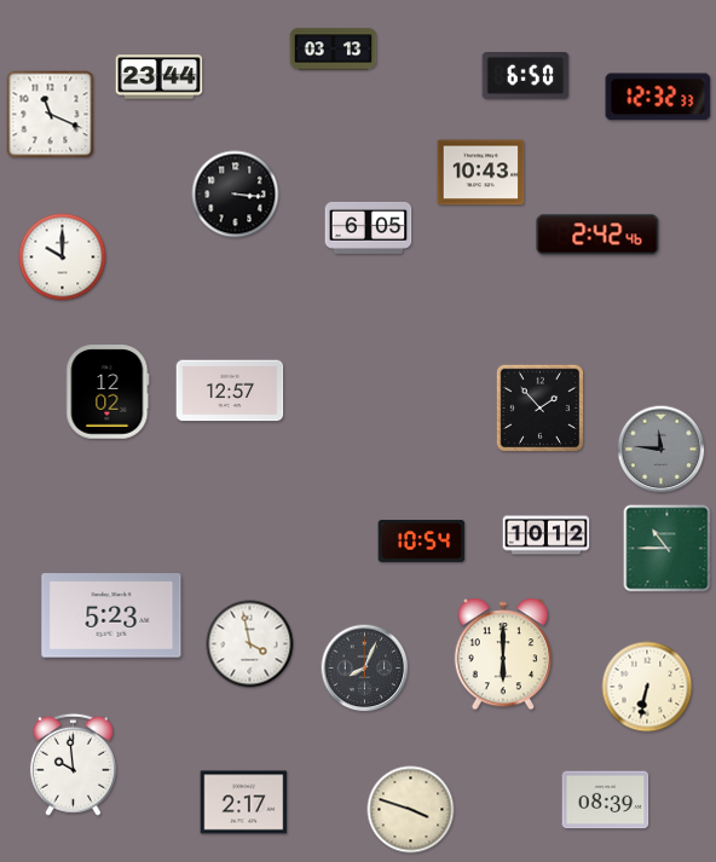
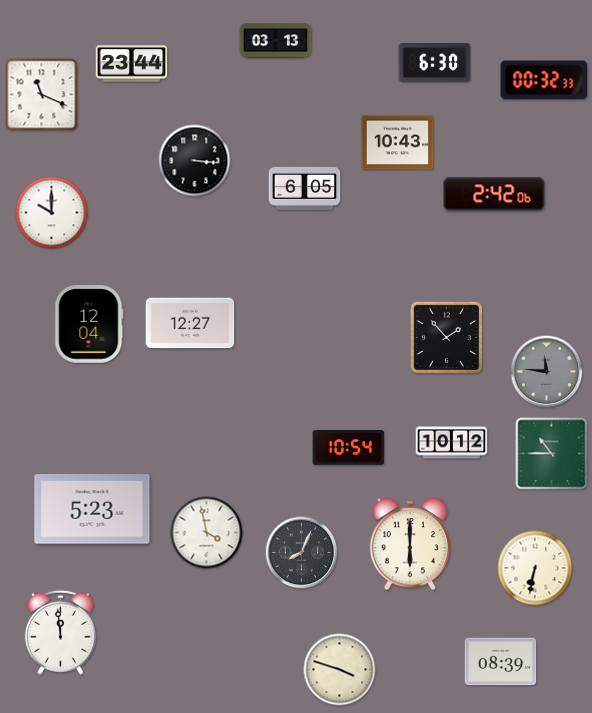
clock at (526, 76): 6:50 -> 6:30
clock at (658, 97): 12:32 -> 00:32
clock at (597, 235): 2:42:46 -> 2:42:06
clock at (230, 390): 12:57 -> 12:27
clock at (108, 392): 12:02 -> 12:04
clock at (503, 654) position: (503, 654) -> (410, 544)
clock at (73, 764): 9:59 -> 11:59
clock at (244, 803): 2:17 -> none
